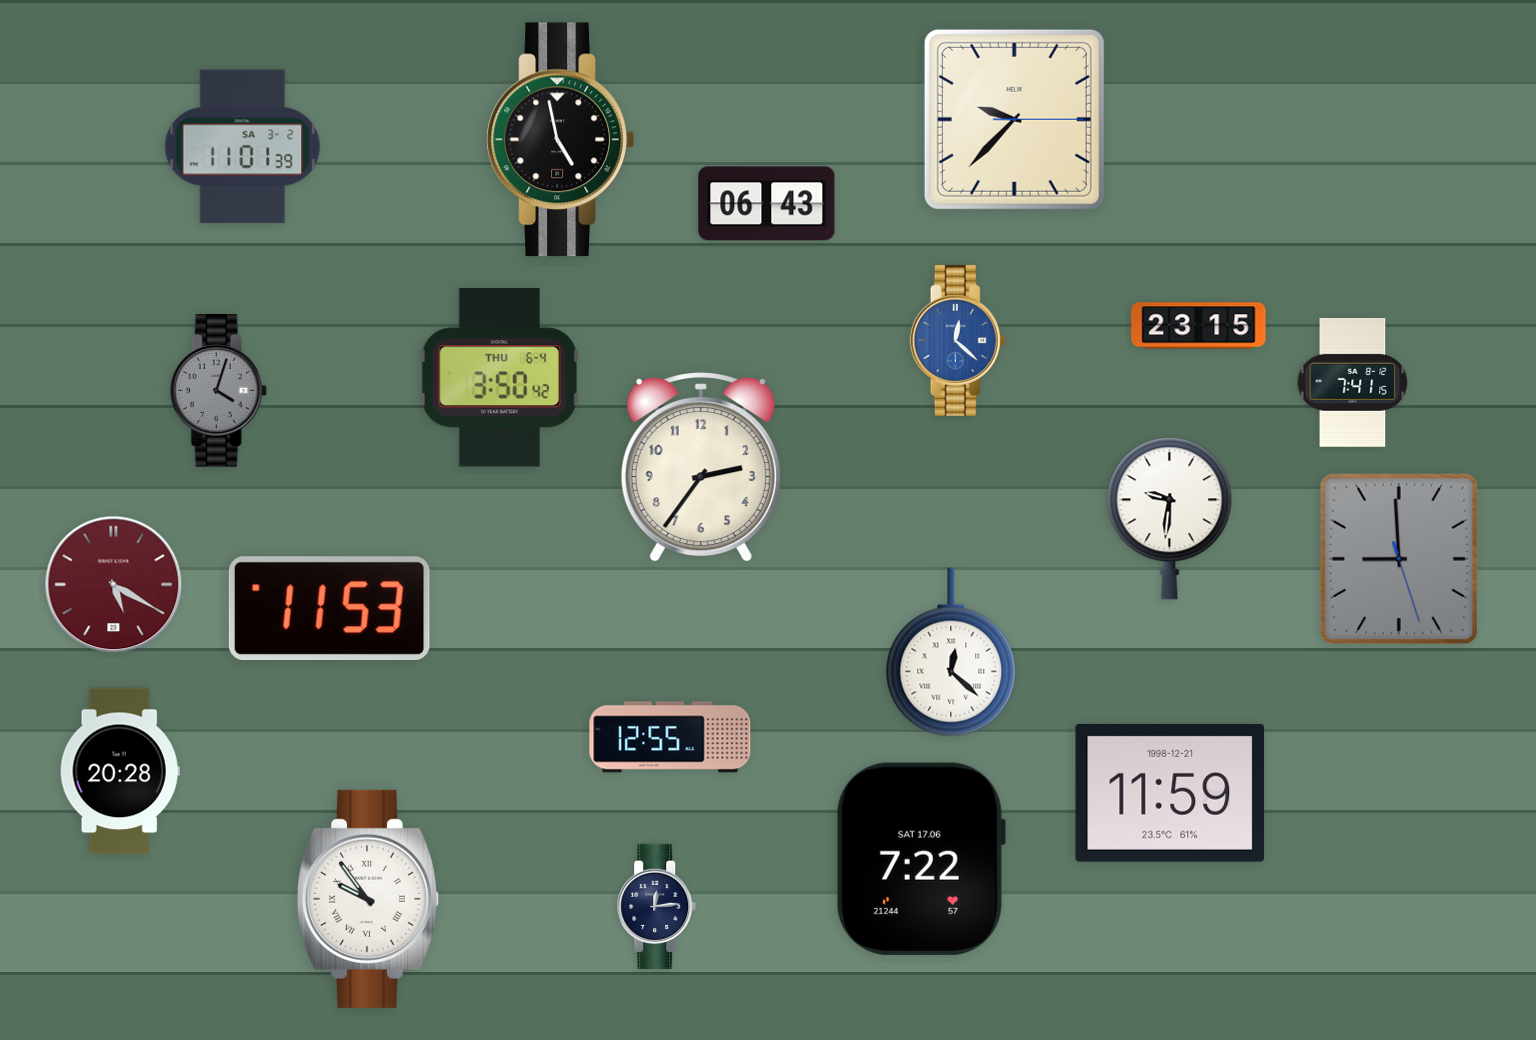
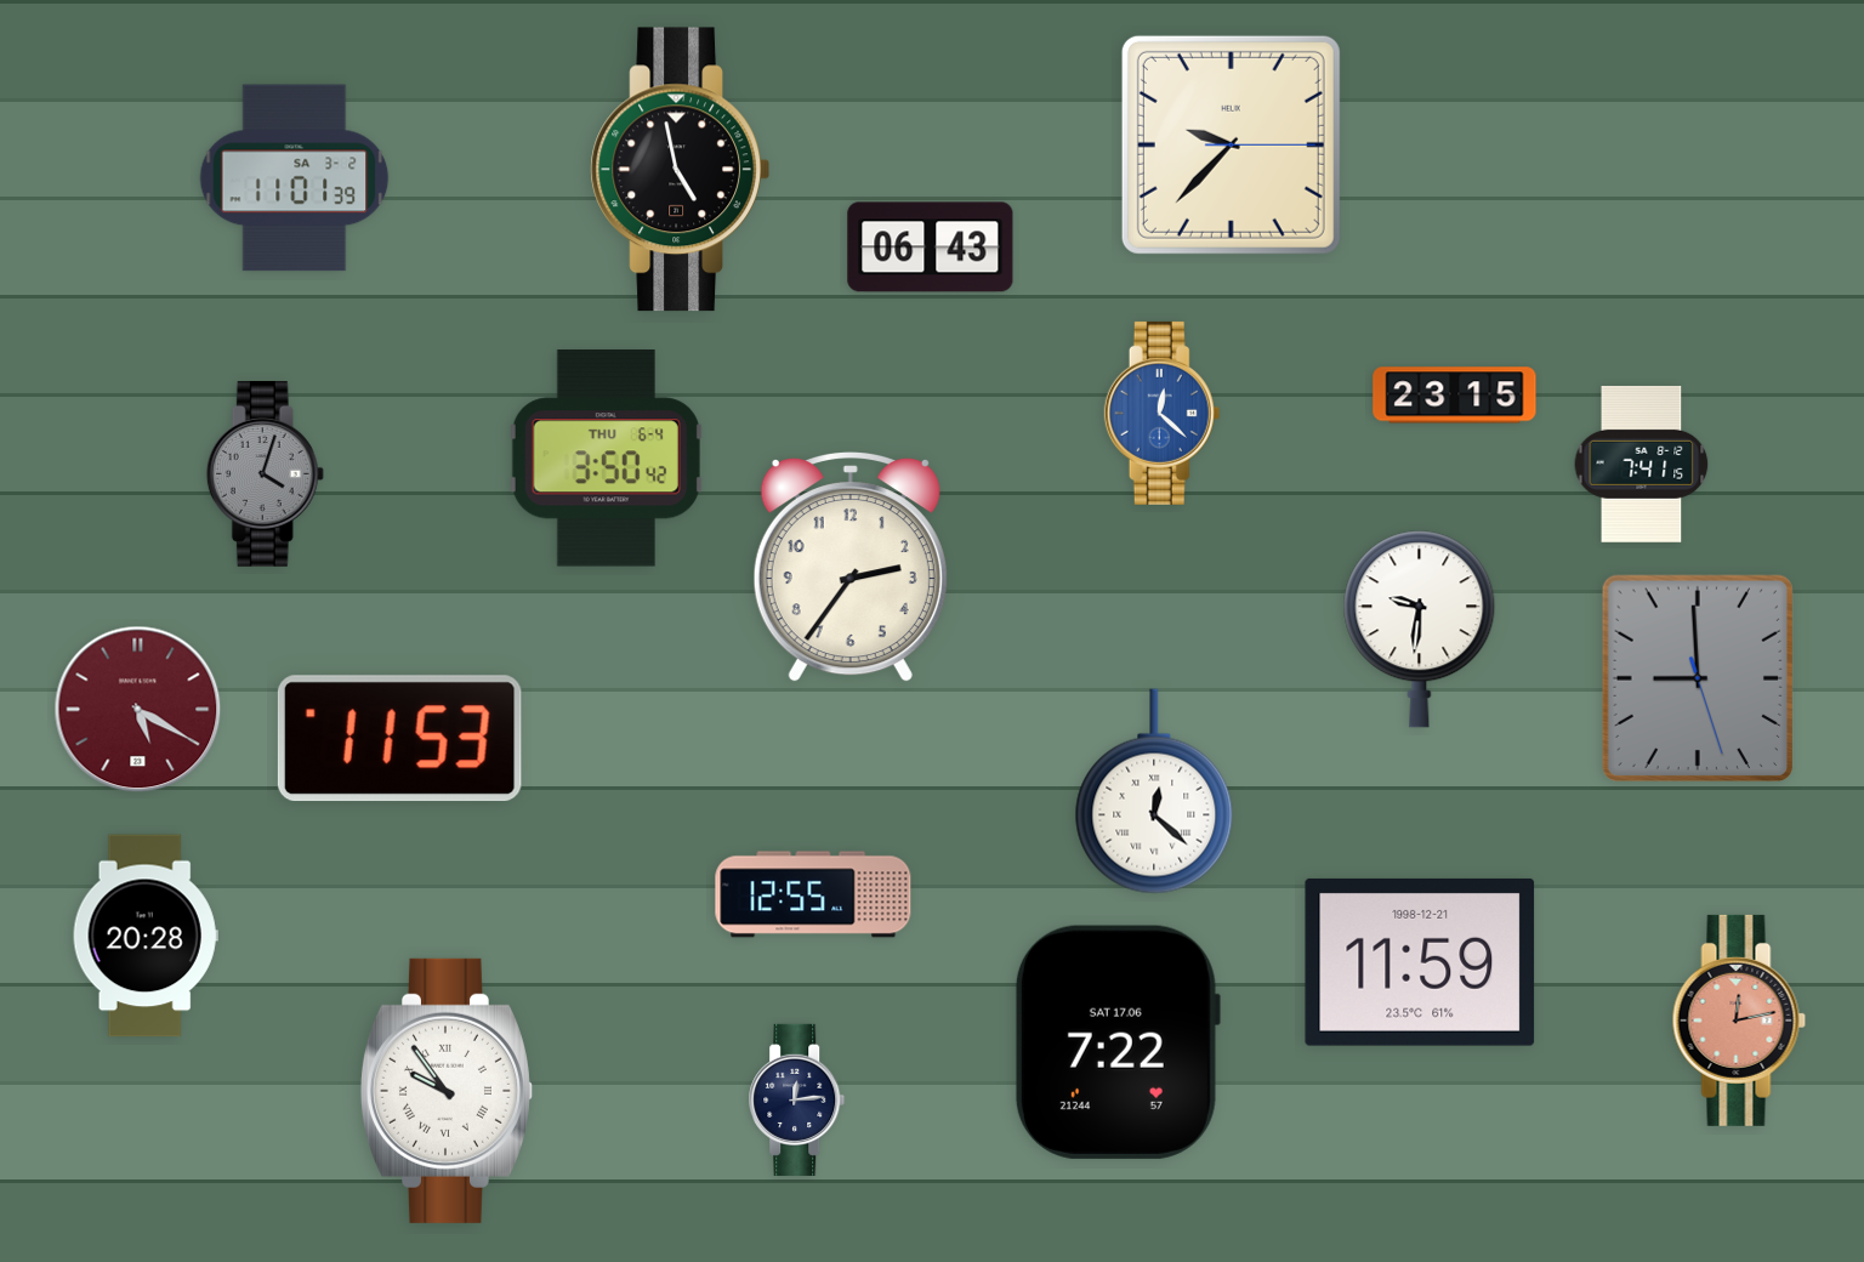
clock at (1739, 1021): none -> 12:13
